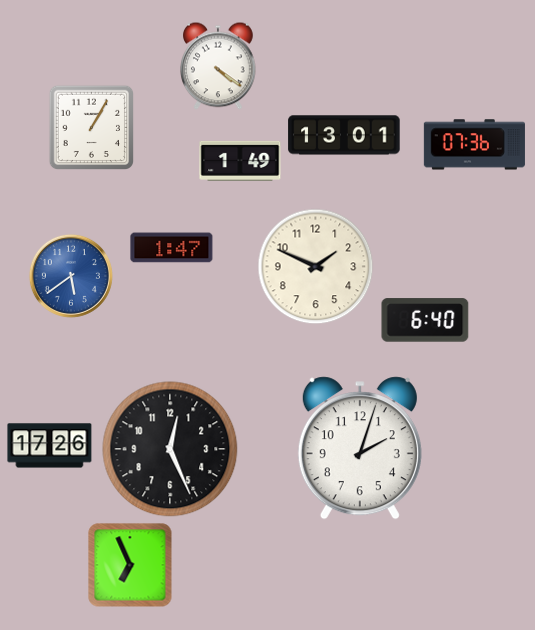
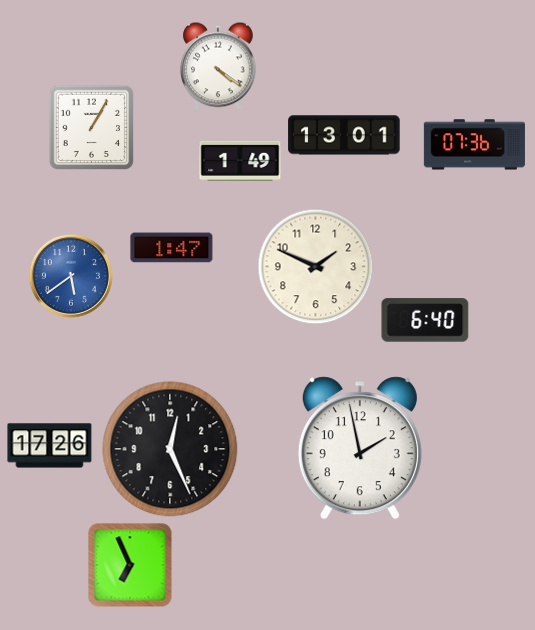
clock at (360, 448): 2:03 -> 1:58
